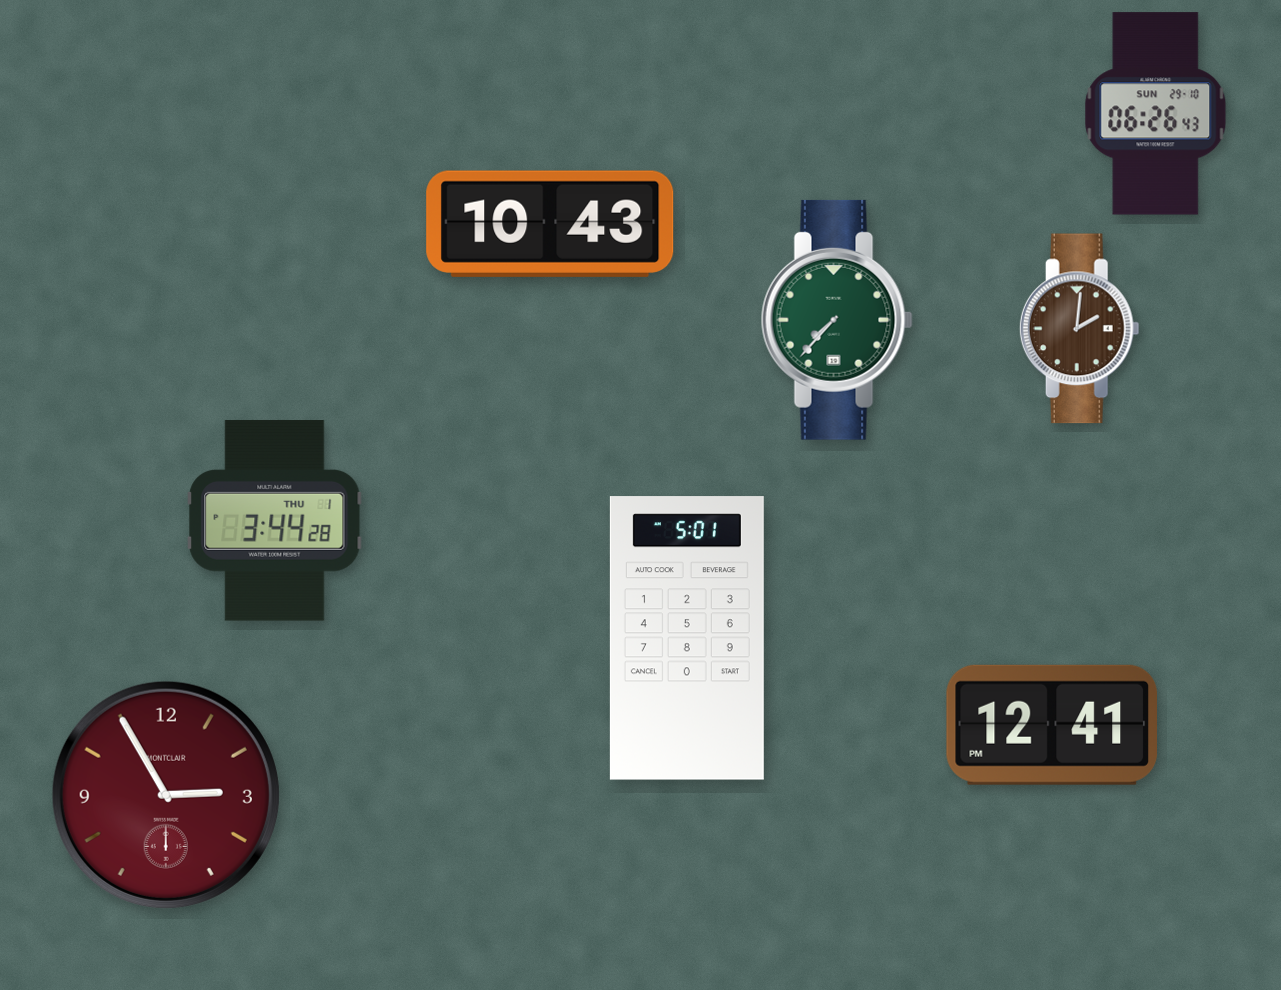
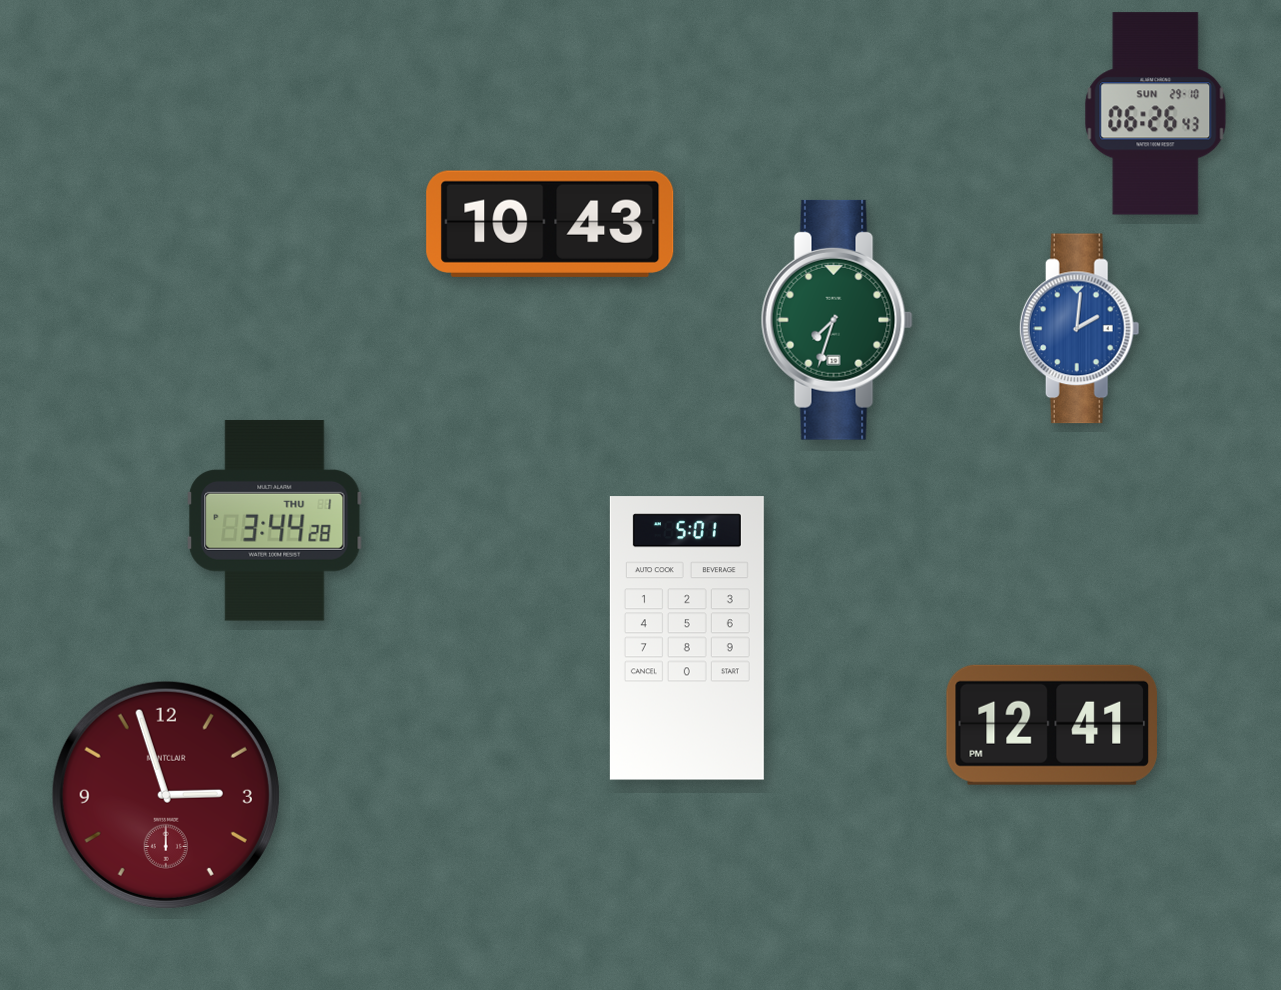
clock at (837, 320): 7:37 -> 7:33
clock at (1079, 329) dial: brown -> blue
clock at (166, 795): 2:55 -> 2:57
